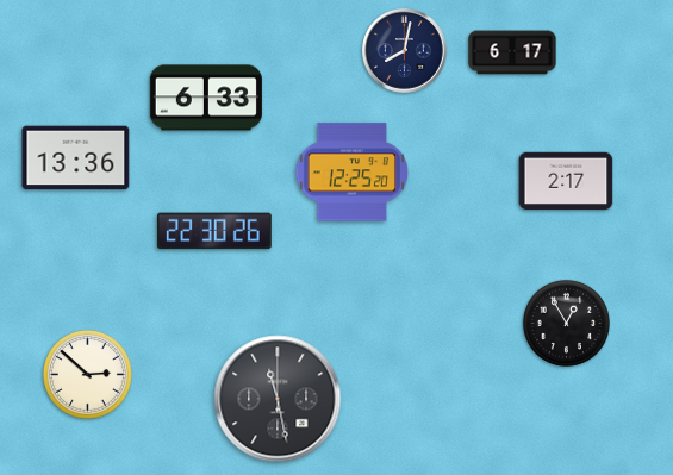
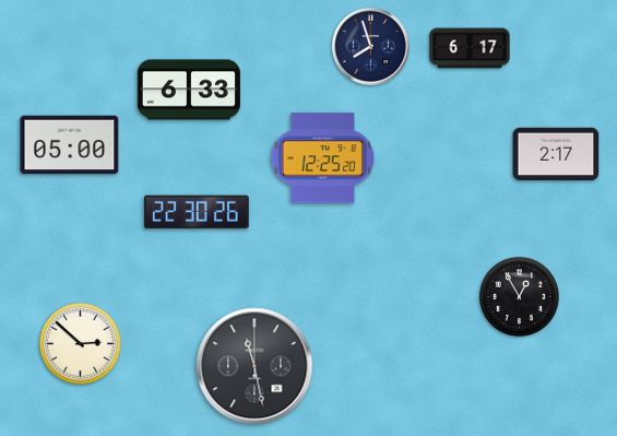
clock at (405, 51): 8:02 -> 7:57
clock at (76, 158): 13:36 -> 05:00
clock at (566, 181) position: (566, 181) -> (556, 154)
